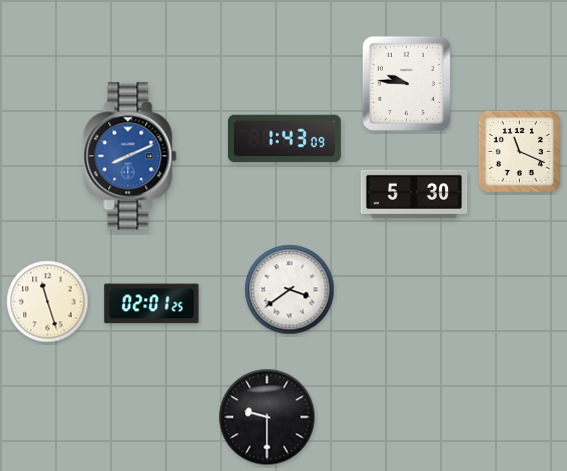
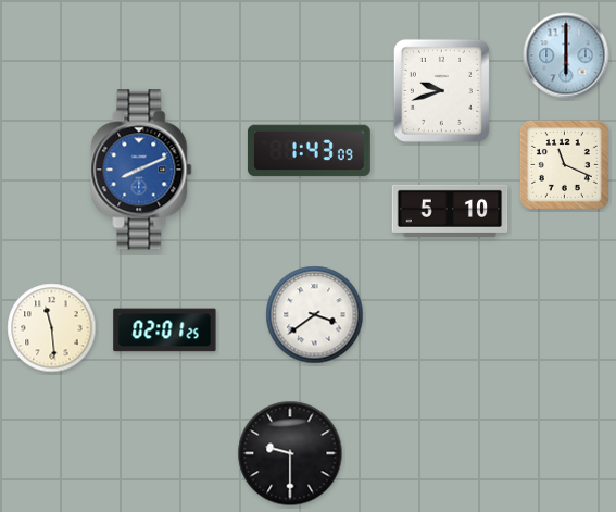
clock at (566, 55): none -> 6:00
clock at (406, 83): 9:46 -> 9:42
clock at (414, 194): 5:30 -> 5:10
clock at (48, 302): 11:27 -> 11:29
